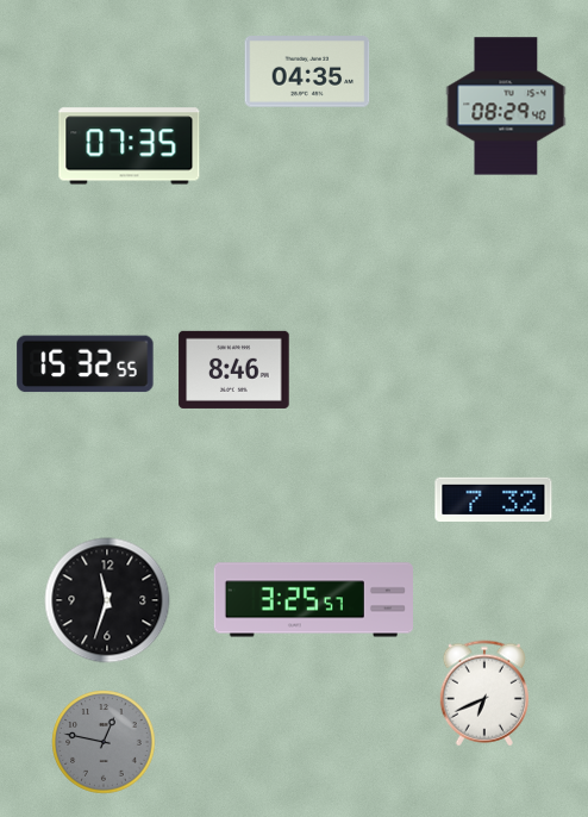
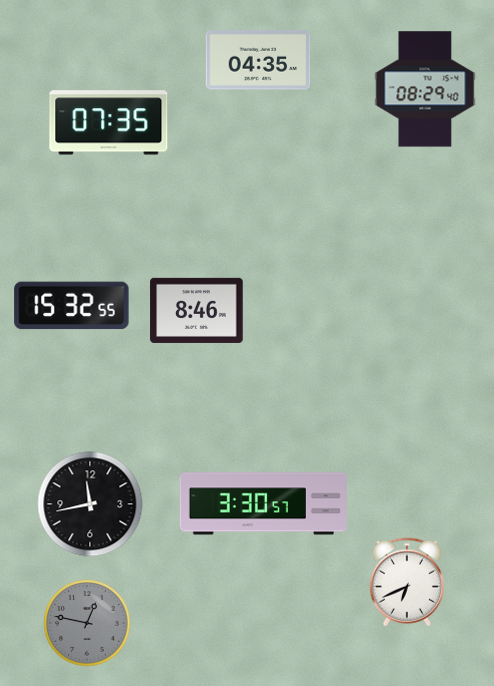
clock at (494, 499): 7:32 -> none
clock at (107, 600): 11:33 -> 11:43
clock at (313, 600): 3:25 -> 3:30
